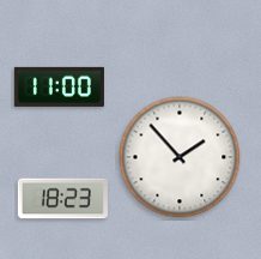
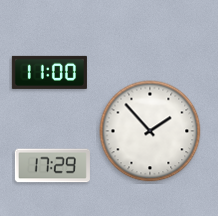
clock at (62, 199): 18:23 -> 17:29
